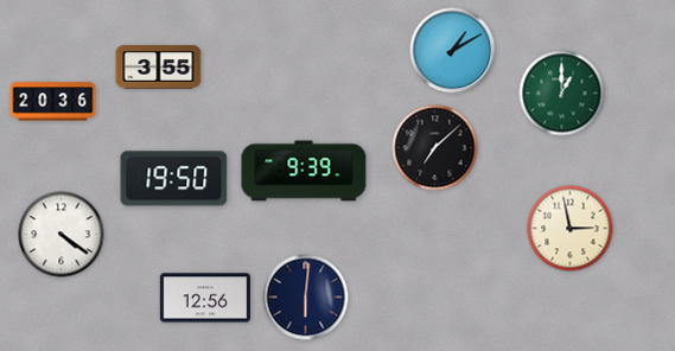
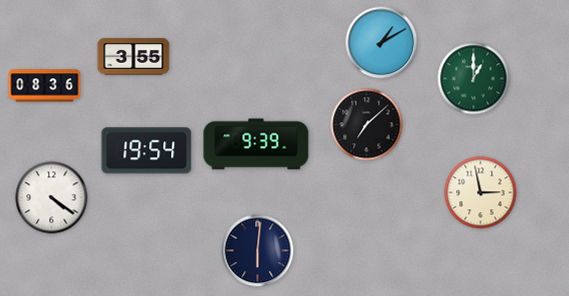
clock at (53, 102): 20:36 -> 08:36
clock at (174, 179): 19:50 -> 19:54
clock at (204, 298): 12:56 -> none
